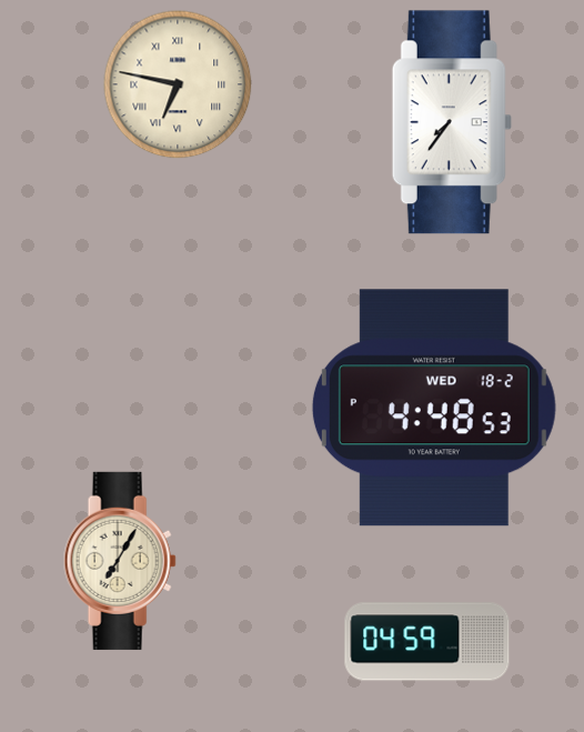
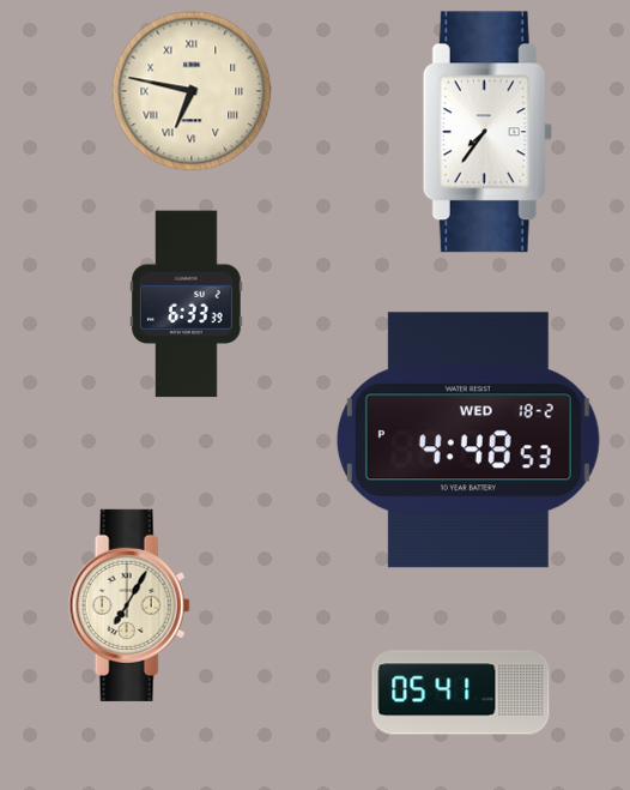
clock at (187, 304): none -> 6:33
clock at (427, 642): 04:59 -> 05:41
